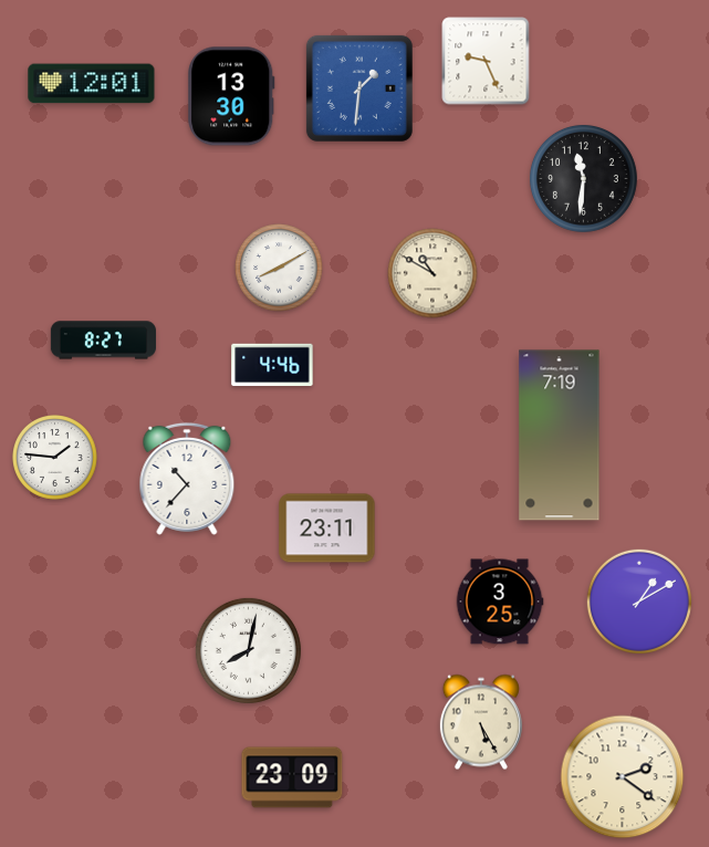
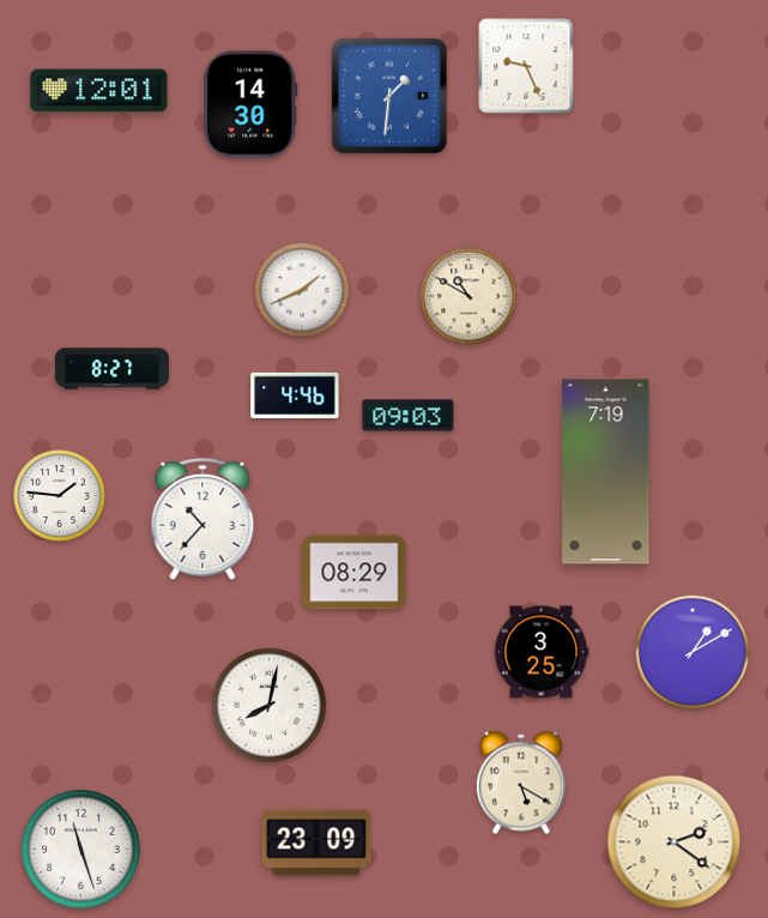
clock at (231, 96): 13:30 -> 14:30
clock at (583, 178): 11:31 -> none
clock at (279, 268): 8:10 -> 1:41
clock at (409, 416): none -> 09:03
clock at (327, 529): 23:11 -> 08:29
clock at (481, 722): 5:25 -> 5:20
clock at (81, 850): none -> 11:27
